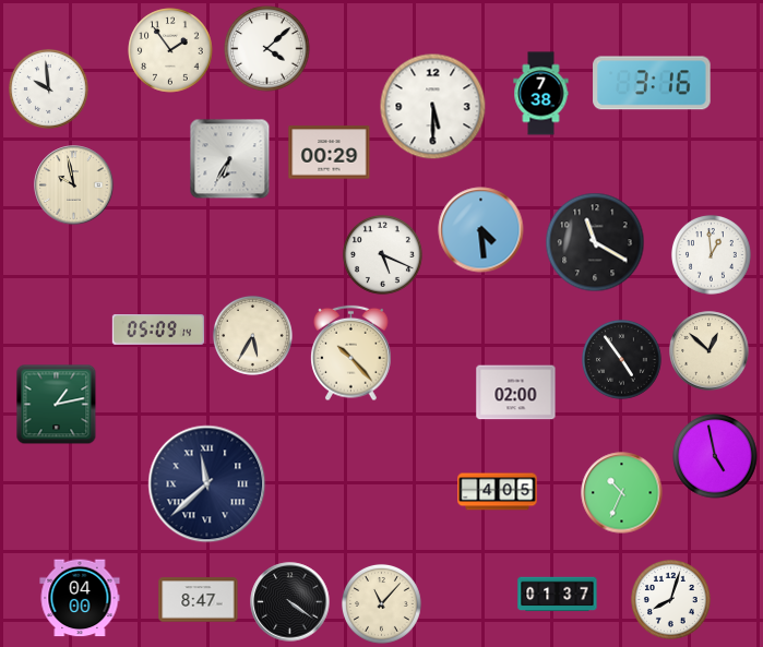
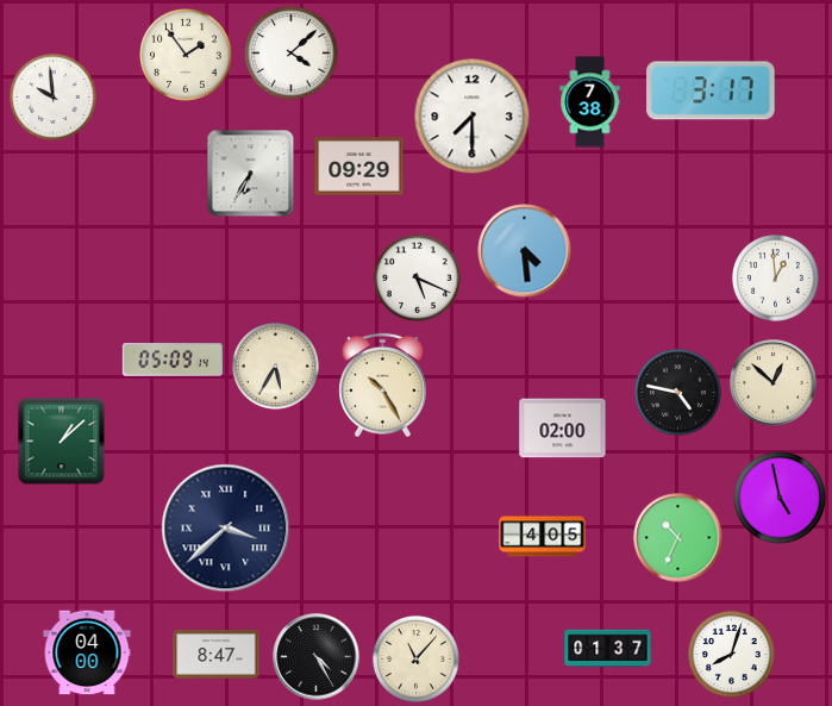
clock at (652, 83): 3:16 -> 3:17
clock at (433, 107): 5:30 -> 7:30
clock at (330, 153): 00:29 -> 09:29
clock at (74, 185): 9:58 -> none
clock at (595, 242): 11:20 -> none
clock at (351, 354): 10:23 -> 10:25
clock at (621, 359): 4:54 -> 4:47
clock at (57, 405): 1:13 -> 1:08
clock at (207, 484): 11:38 -> 3:38
clock at (290, 602): 4:21 -> 4:25
